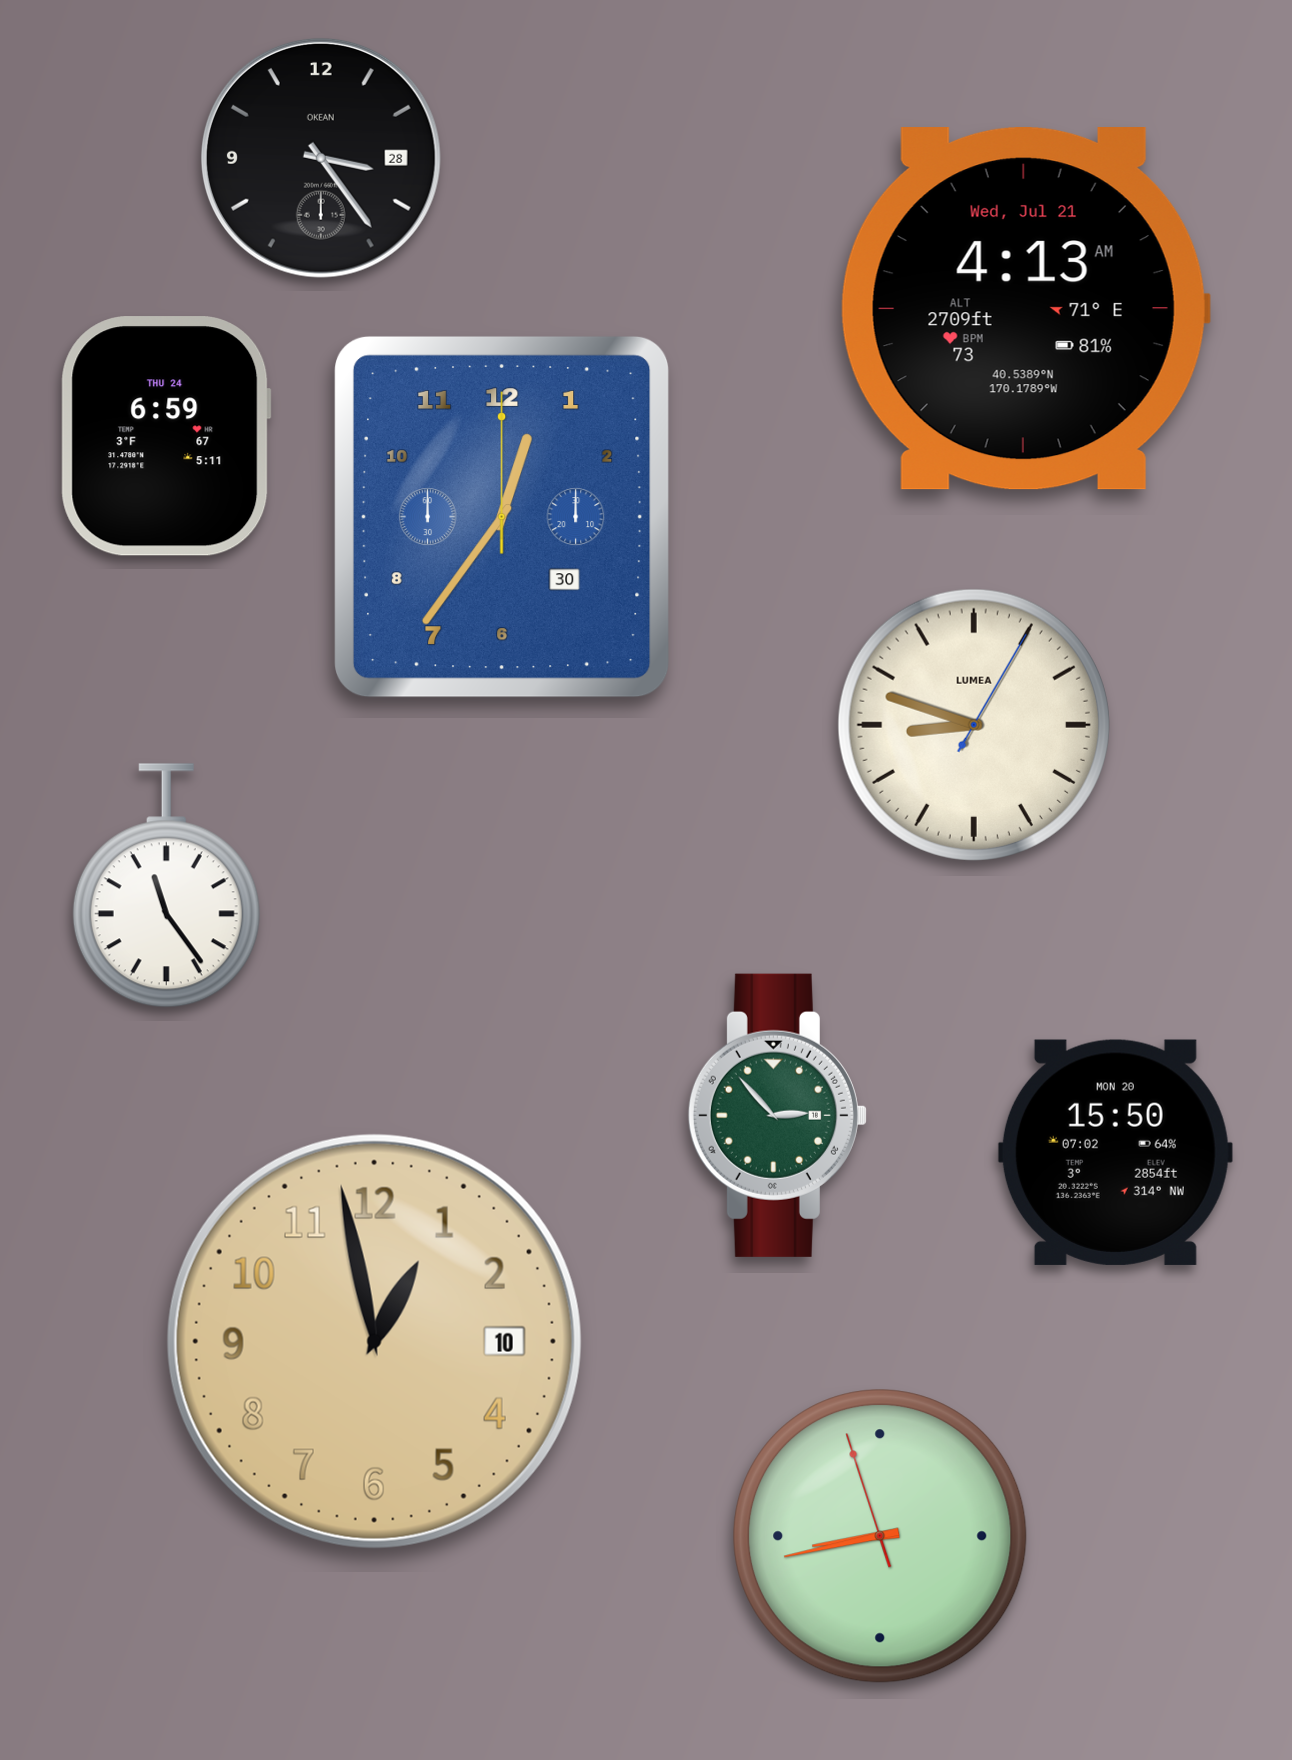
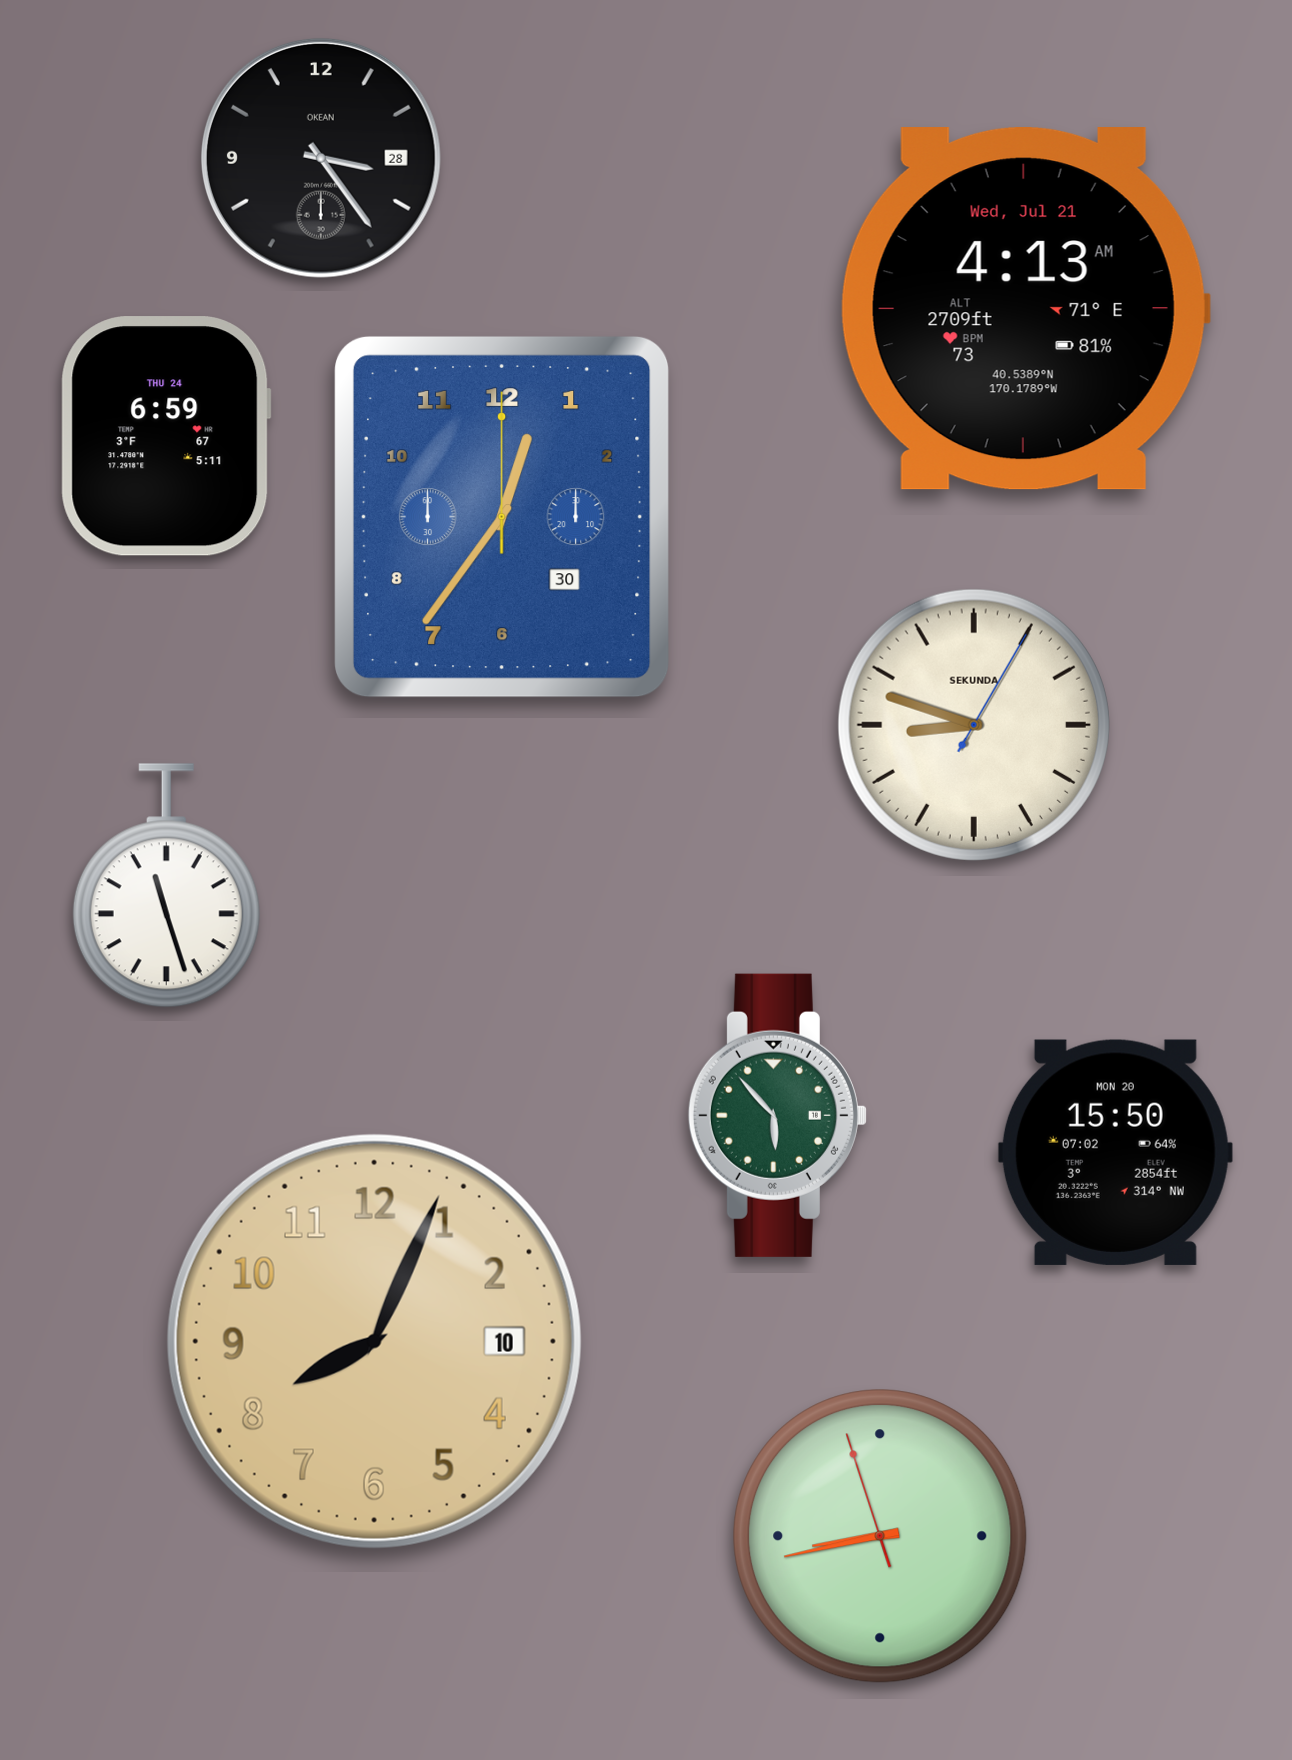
clock at (974, 725) brand: LUMEA -> SEKUNDA
clock at (166, 886): 11:24 -> 11:27
clock at (777, 1115): 2:53 -> 5:53
clock at (374, 1341): 12:58 -> 8:04
